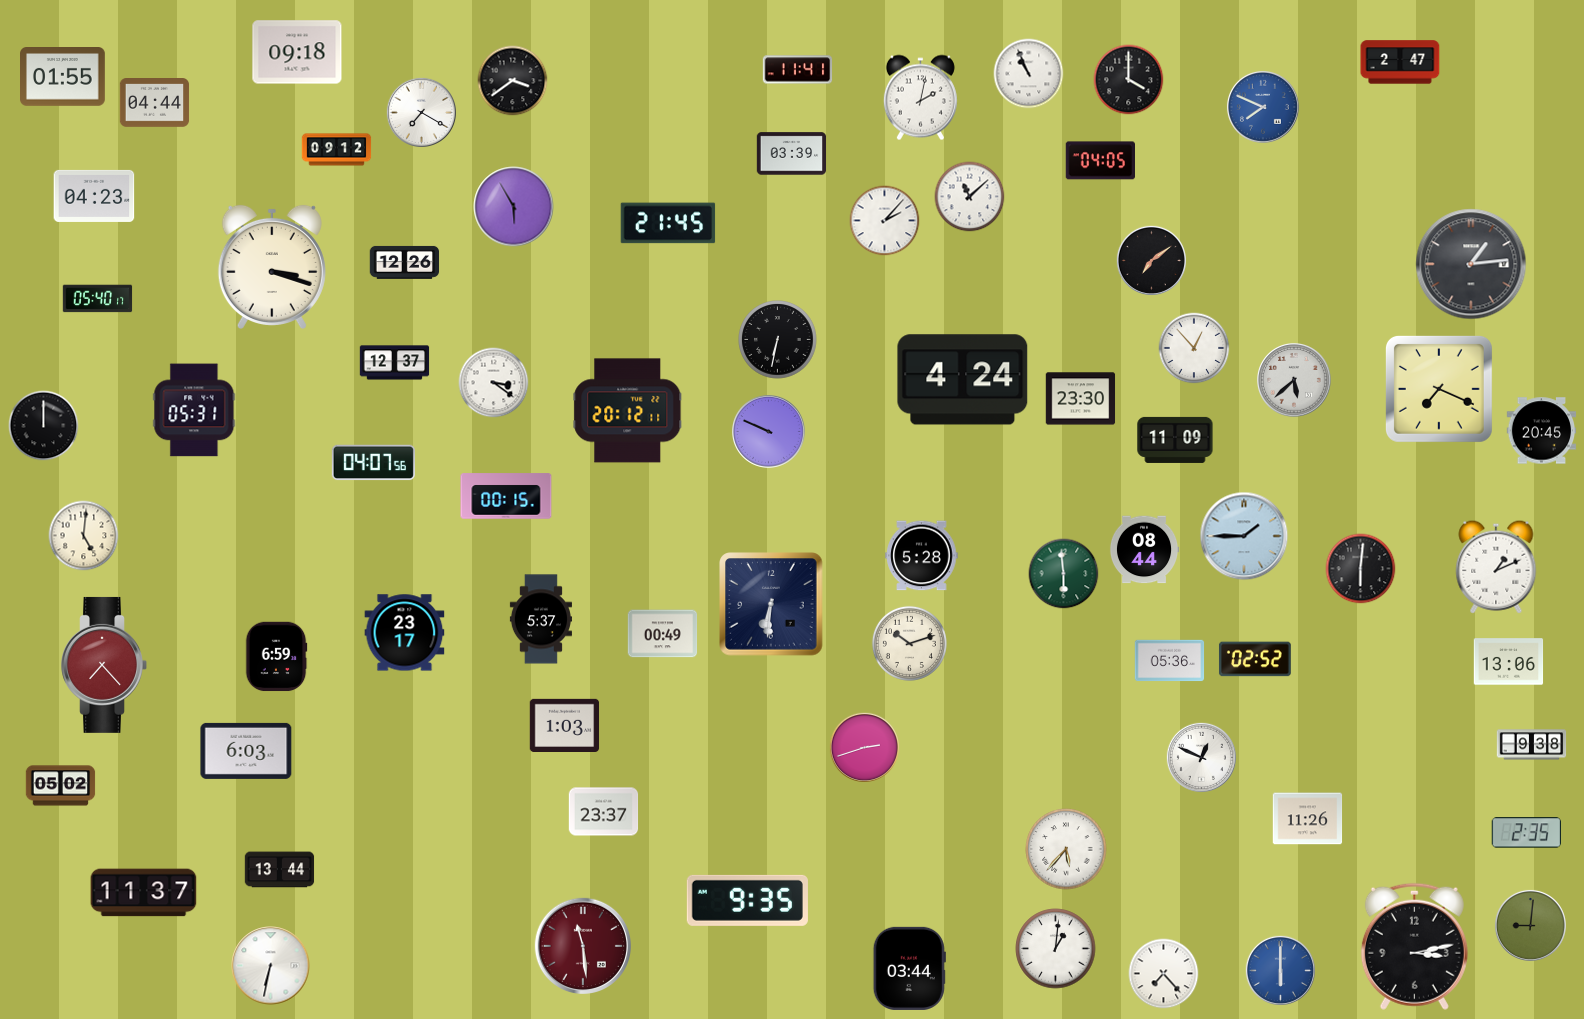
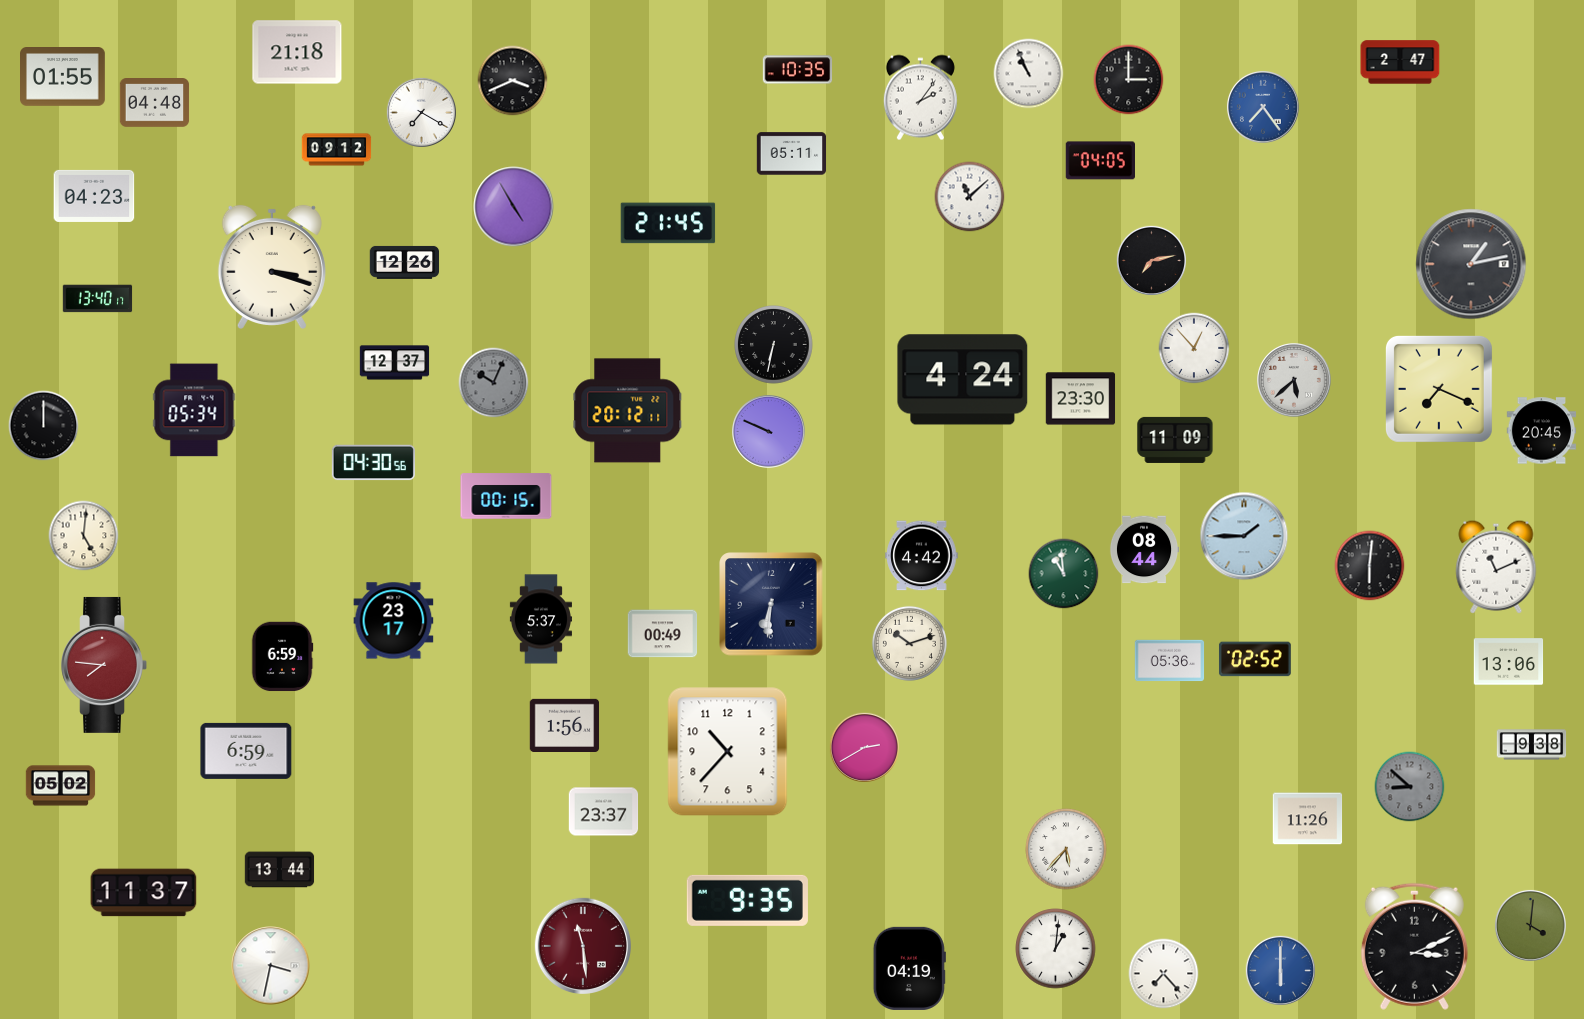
clock at (297, 52): 09:18 -> 21:18
clock at (798, 70): 11:41 -> 10:35
clock at (1129, 80): 4:00 -> 3:00
clock at (513, 81): 3:39 -> 3:41
clock at (920, 98): 2:02 -> 2:06
clock at (155, 103): 04:44 -> 04:48
clock at (1263, 107): 7:49 -> 7:24
clock at (792, 154): 03:39 -> 05:11
clock at (514, 207): 5:55 -> 4:55
clock at (885, 221): 2:07 -> none
clock at (1151, 260): 7:09 -> 7:13
clock at (1471, 264): 1:14 -> 1:13
clock at (98, 299): 05:40 -> 13:40
clock at (778, 340) position: (778, 340) -> (774, 345)
clock at (494, 383): 3:21 -> 10:04
clock at (494, 383) dial: white -> grey
clock at (194, 410): 05:31 -> 05:34
clock at (373, 463): 04:07 -> 04:30
clock at (922, 556): 5:28 -> 4:42
clock at (1496, 567): 1:11 -> 11:11
clock at (1361, 569) position: (1361, 569) -> (1370, 566)
clock at (1064, 574): 5:59 -> 10:59
clock at (405, 633) position: (405, 633) -> (394, 621)
clock at (276, 657) position: (276, 657) -> (282, 657)
clock at (104, 665): 7:23 -> 7:46
clock at (565, 725): 1:03 -> 1:56
clock at (864, 747): 2:42 -> 2:40
clock at (246, 751): 6:03 -> 6:59
clock at (728, 752): none -> 10:37
clock at (1201, 757): 12:49 -> none
clock at (1410, 787): none -> 8:52
clock at (1526, 833): 2:35 -> none
clock at (1530, 925): 9:01 -> 4:01
clock at (1414, 946): 3:13 -> 3:11
clock at (271, 966): 6:32 -> 3:32
clock at (909, 968): 03:44 -> 04:19
